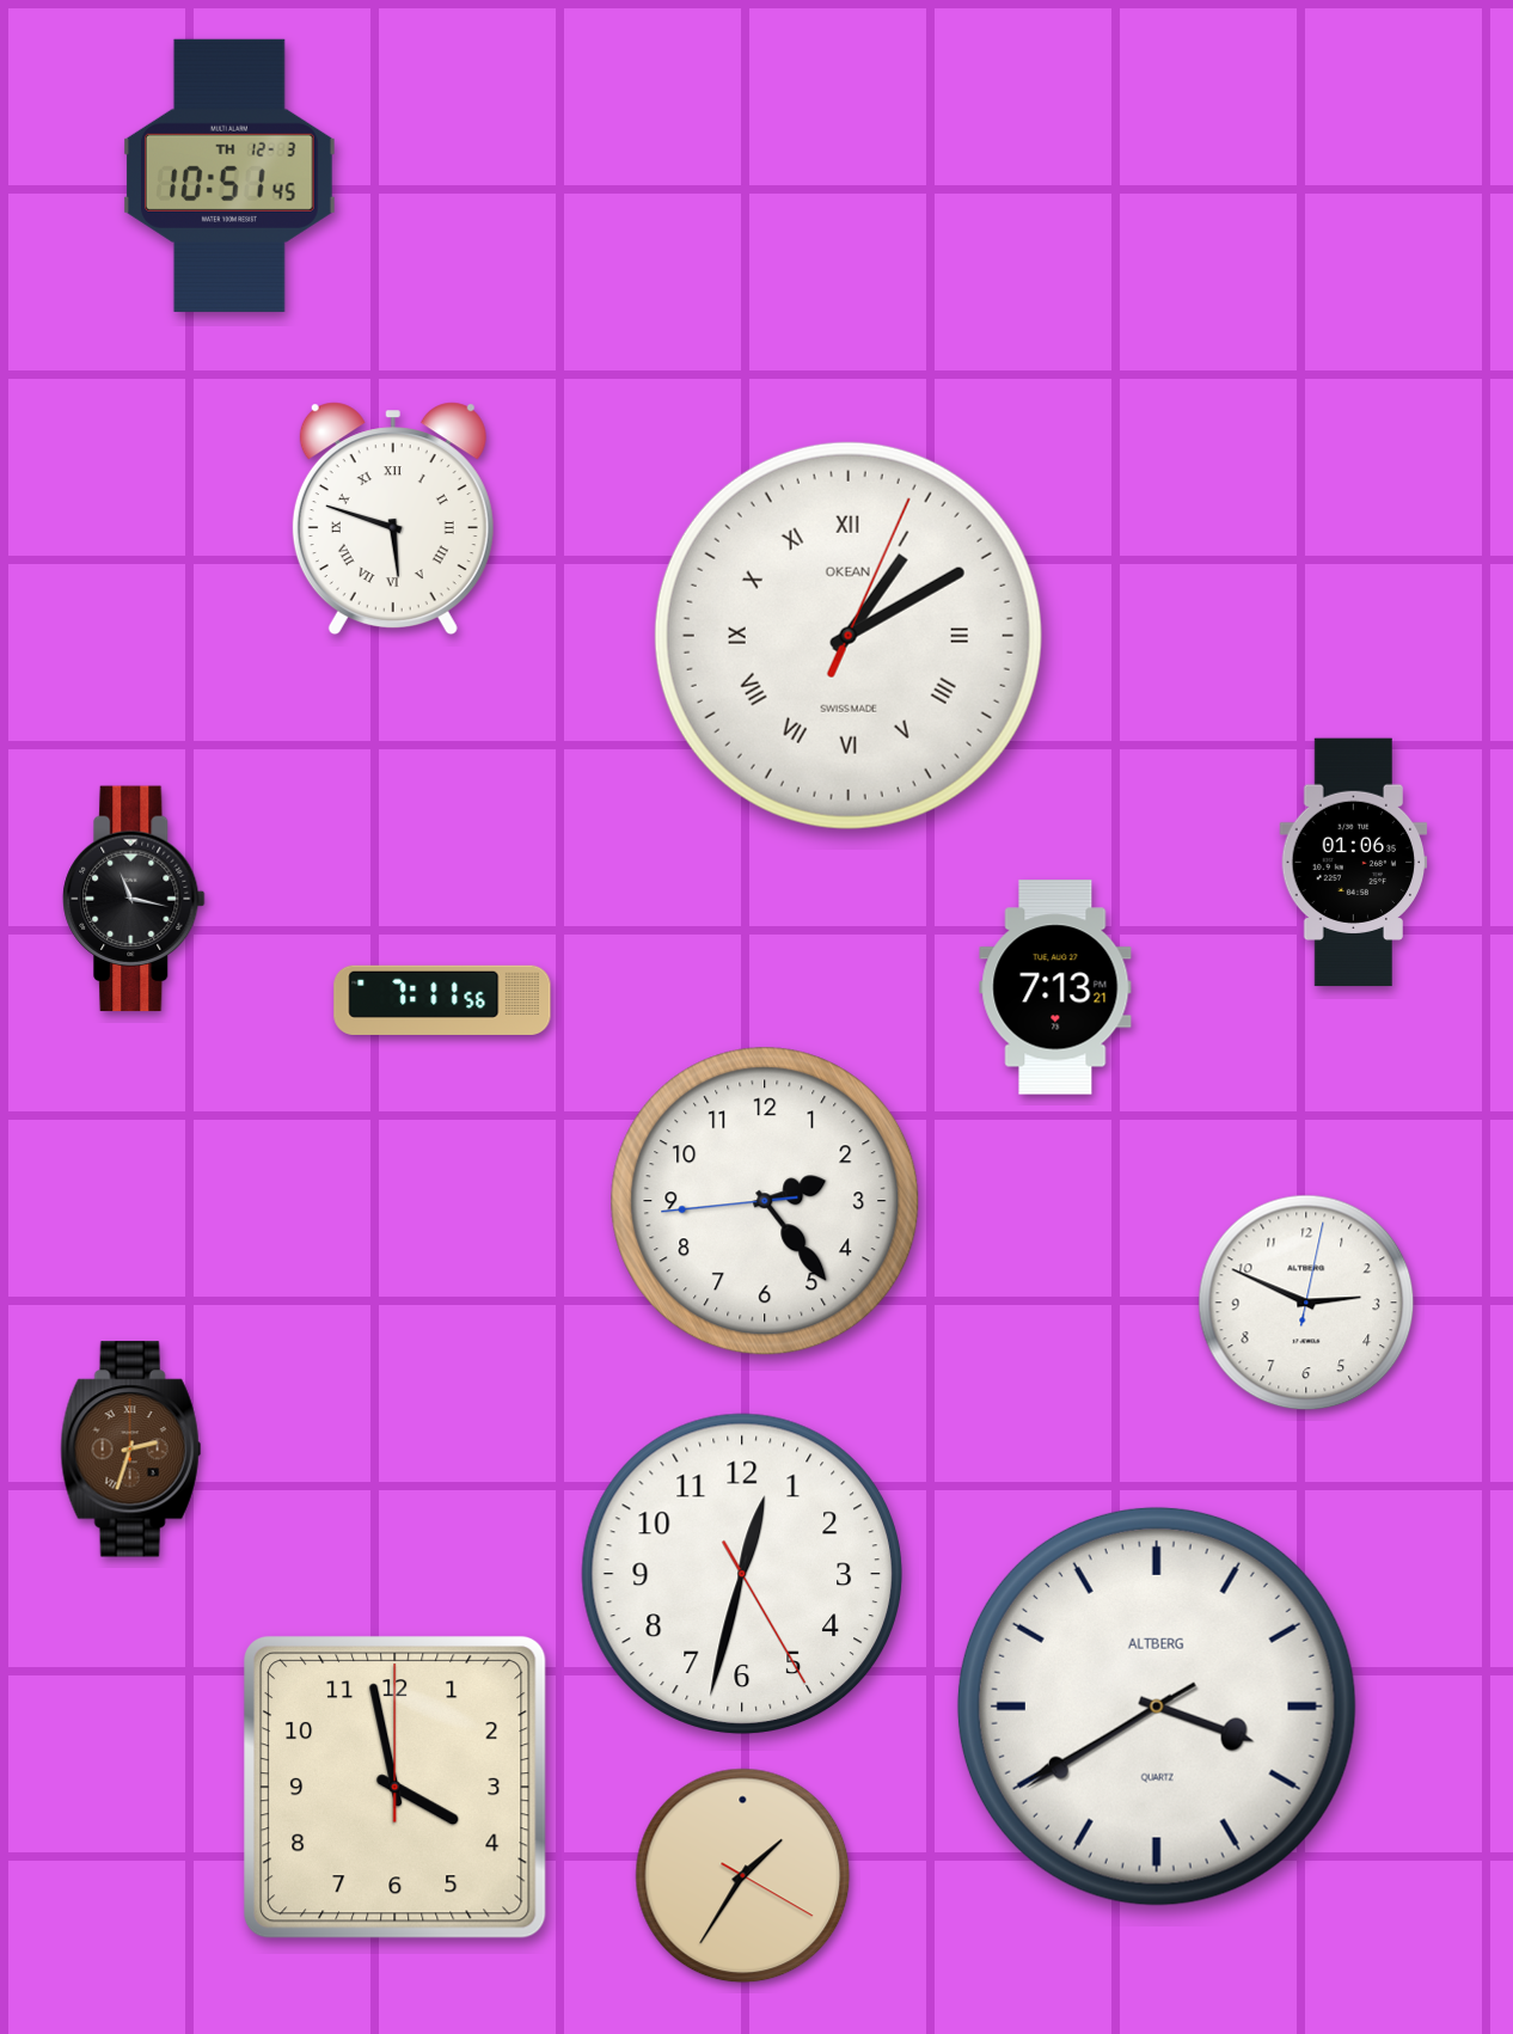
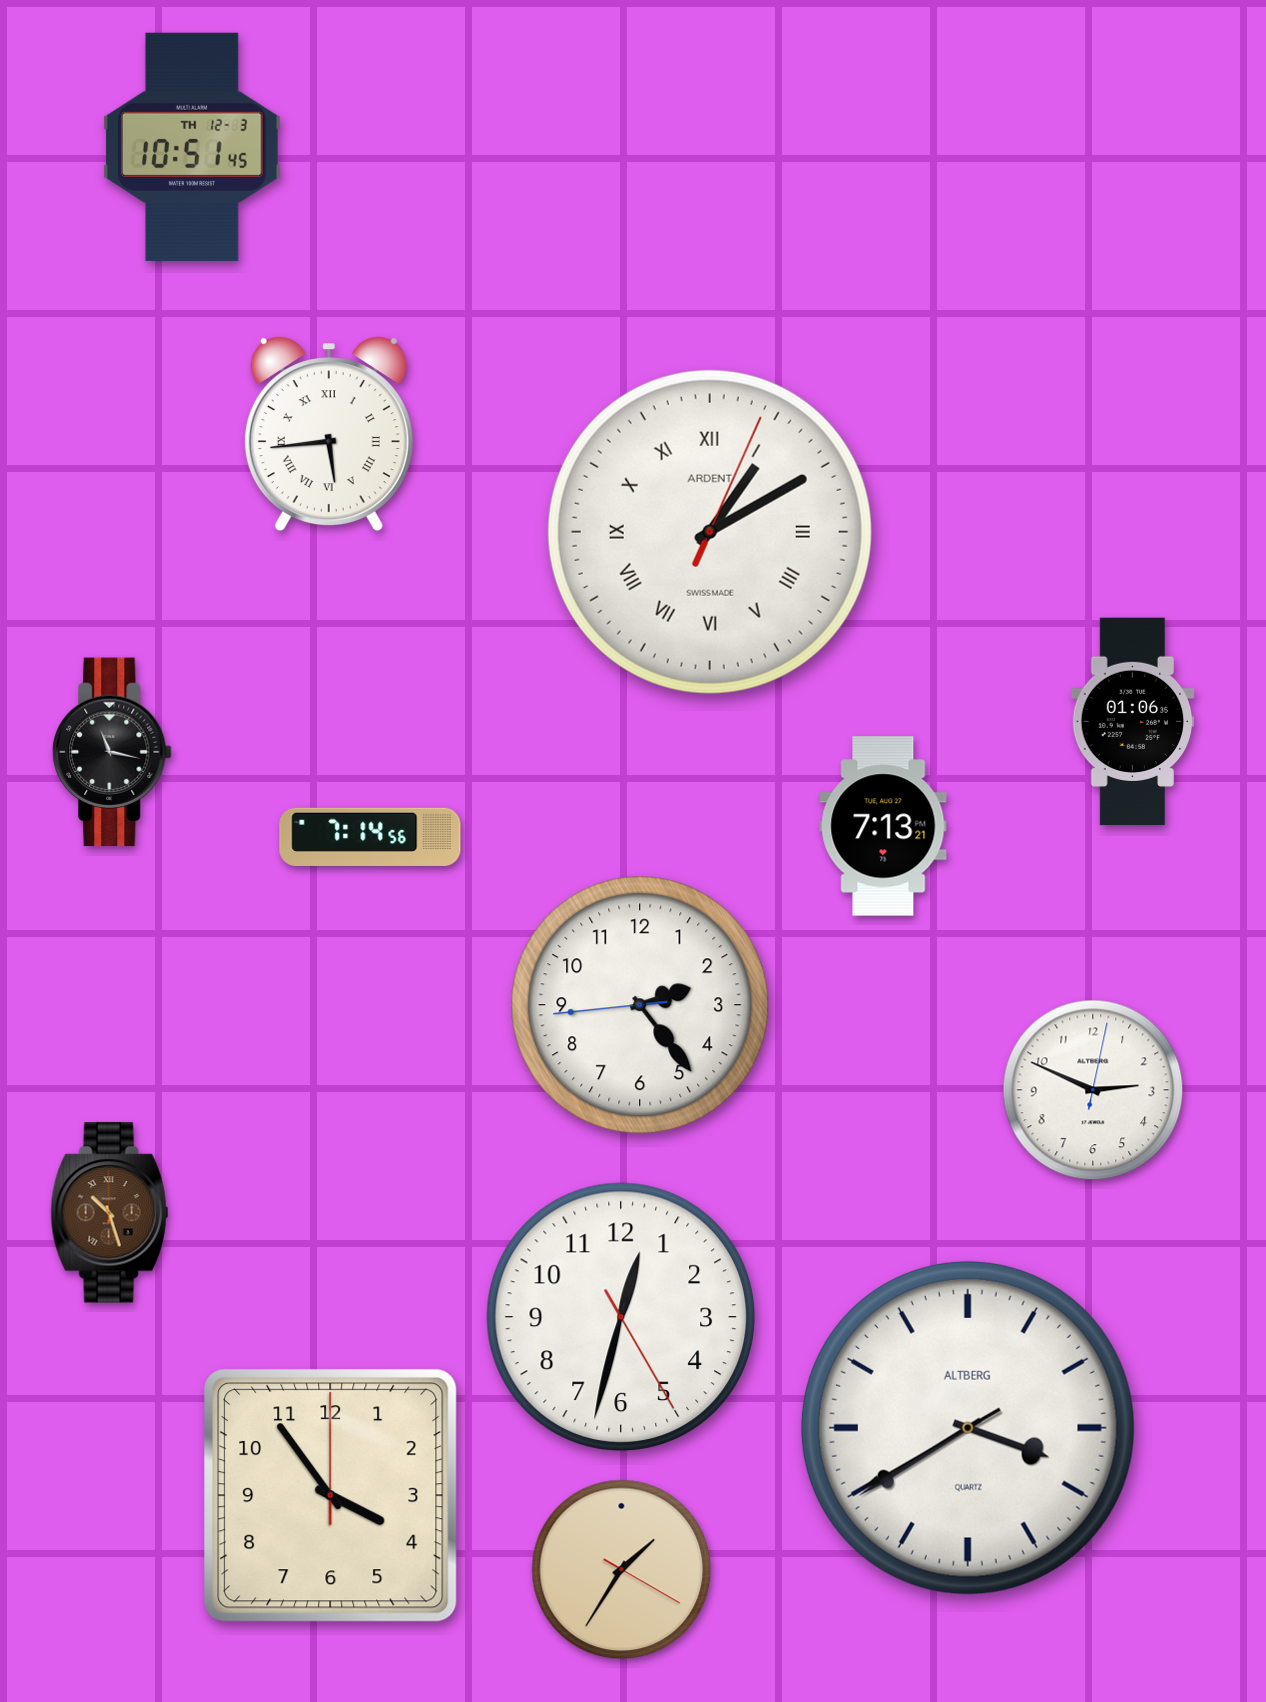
clock at (393, 519): 5:48 -> 5:44
clock at (849, 636) brand: OKEAN -> ARDENT
clock at (442, 1000): 7:11 -> 7:14
clock at (131, 1450): 2:33 -> 10:27
clock at (396, 1788): 3:58 -> 3:54
